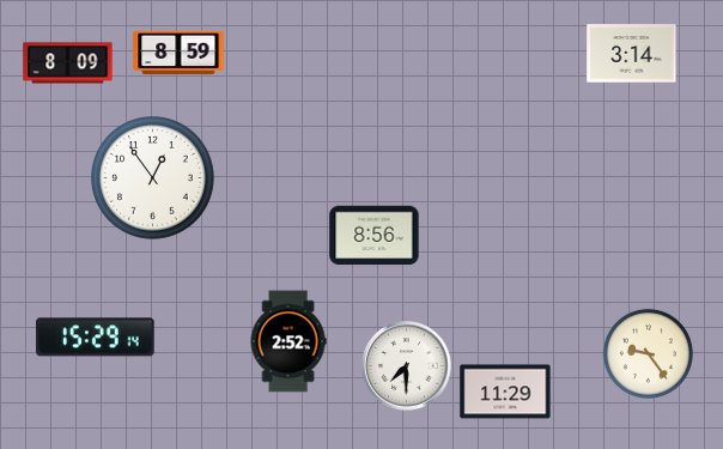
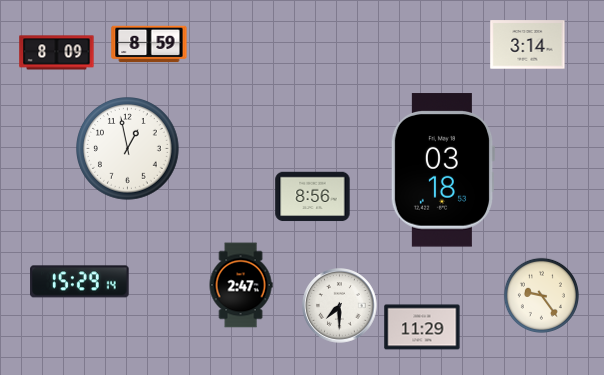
clock at (153, 178): 12:54 -> 12:58
clock at (443, 170): none -> 03:18
clock at (288, 341): 2:52 -> 2:47
